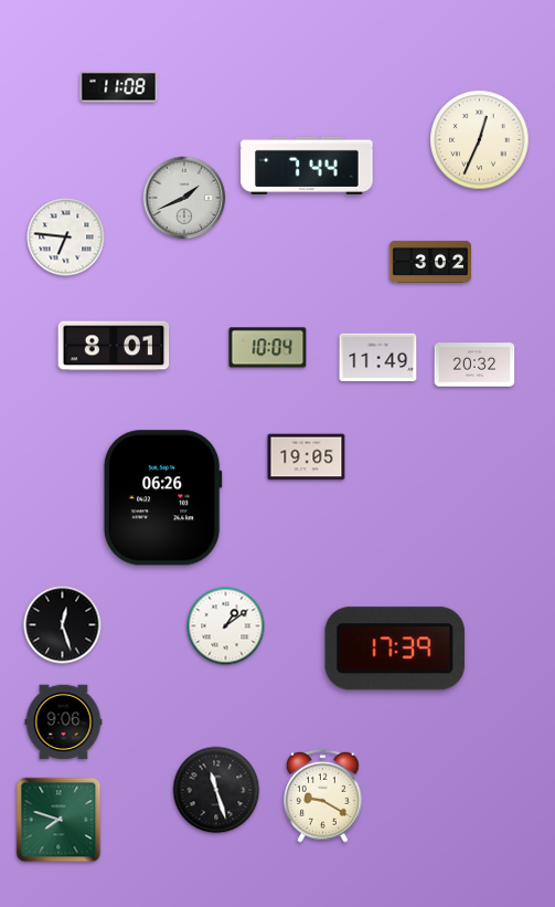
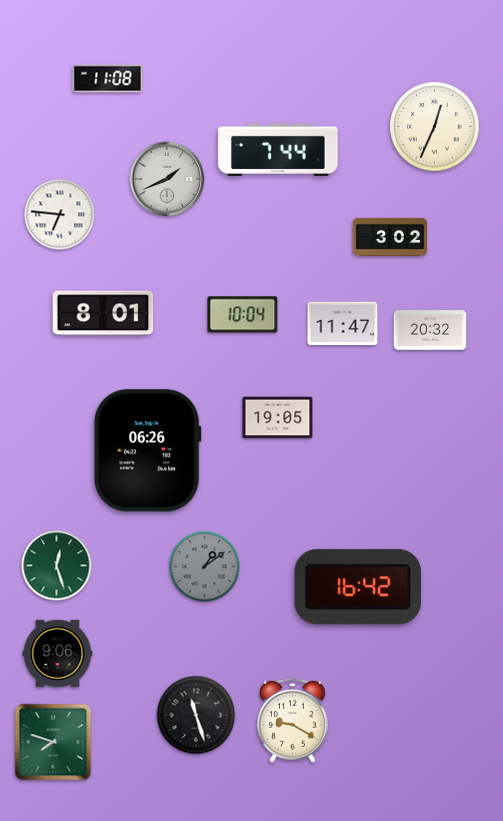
clock at (378, 358): 11:49 -> 11:47
clock at (307, 457) position: (307, 457) -> (278, 418)
clock at (63, 625) dial: black -> green
clock at (226, 626) dial: white -> grey
clock at (395, 648): 17:39 -> 16:42
